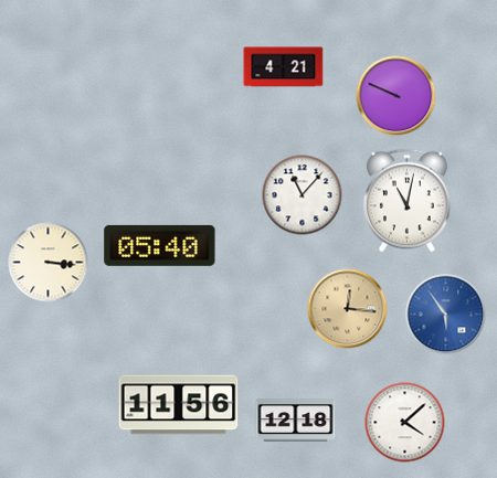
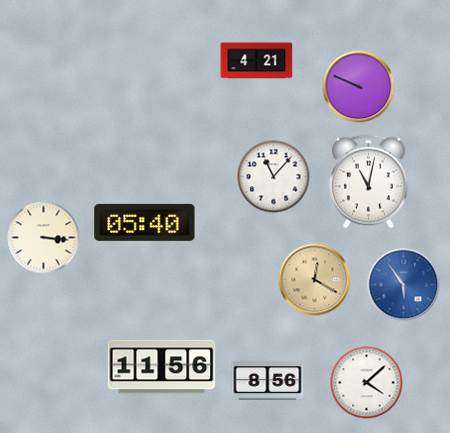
clock at (348, 309): 12:16 -> 12:20
clock at (296, 421): 12:18 -> 8:56
